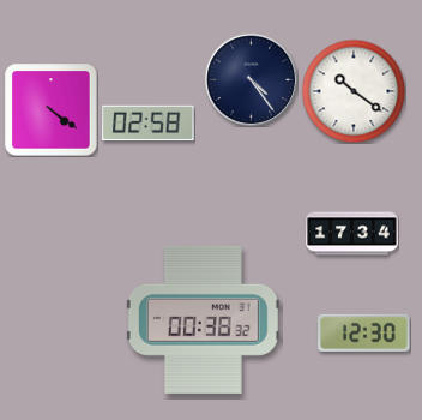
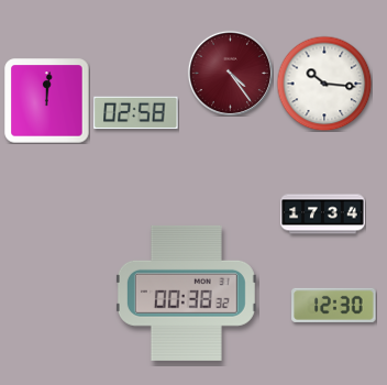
clock at (251, 79) dial: navy -> burgundy
clock at (354, 91): 10:21 -> 10:16
clock at (52, 110): 4:21 -> 12:01
